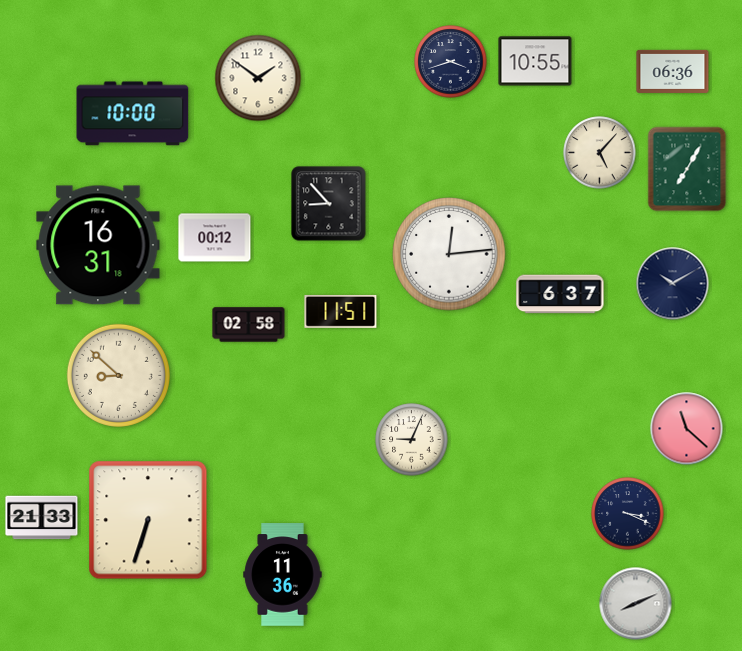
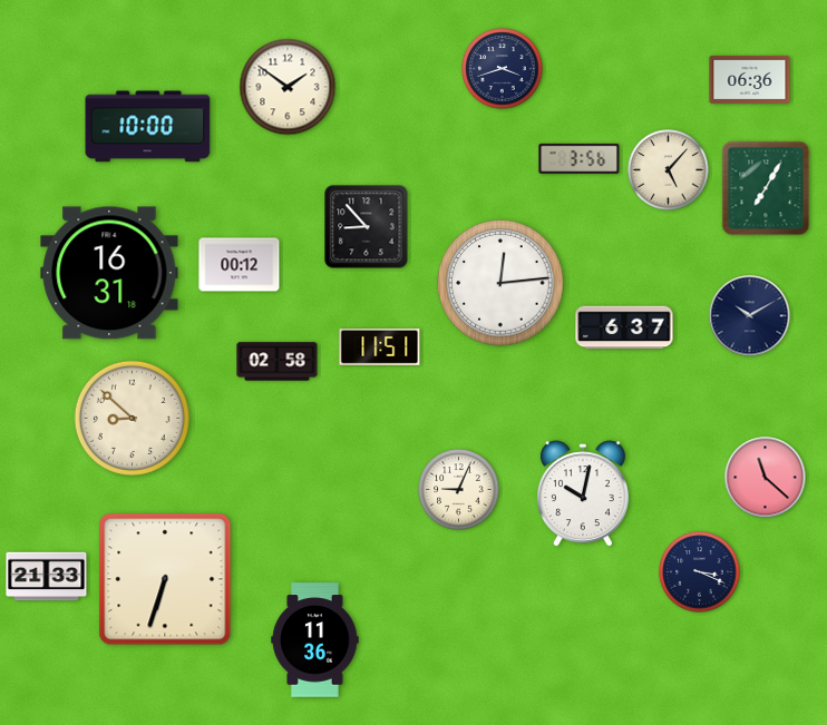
clock at (535, 61): 10:55 -> none
clock at (580, 158): none -> 3:56
clock at (583, 494): none -> 10:02
clock at (636, 604): 8:11 -> none
